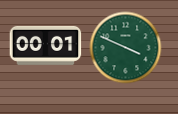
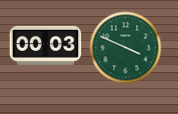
clock at (46, 45): 00:01 -> 00:03
